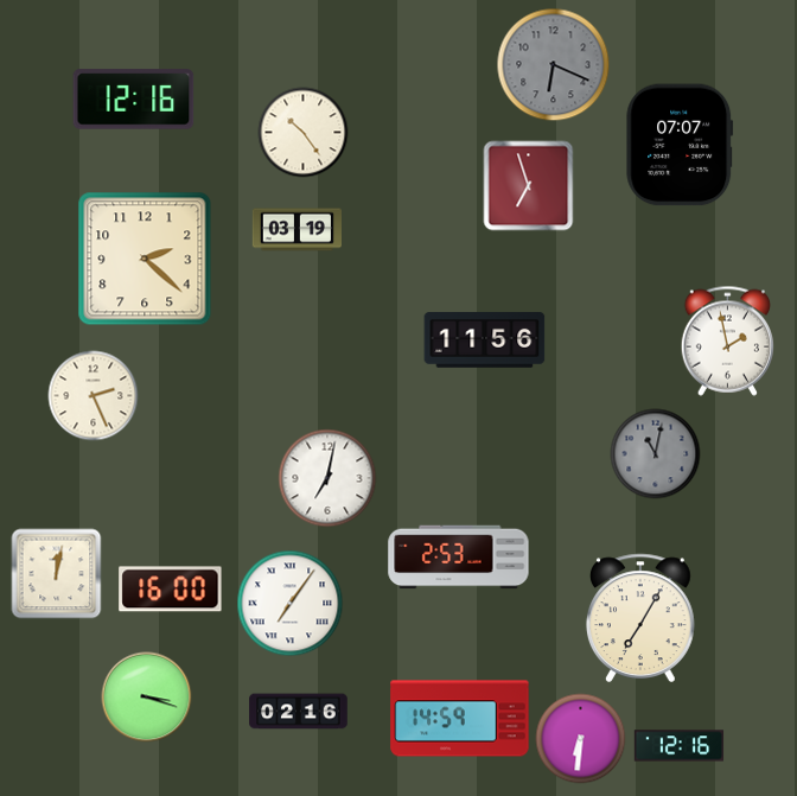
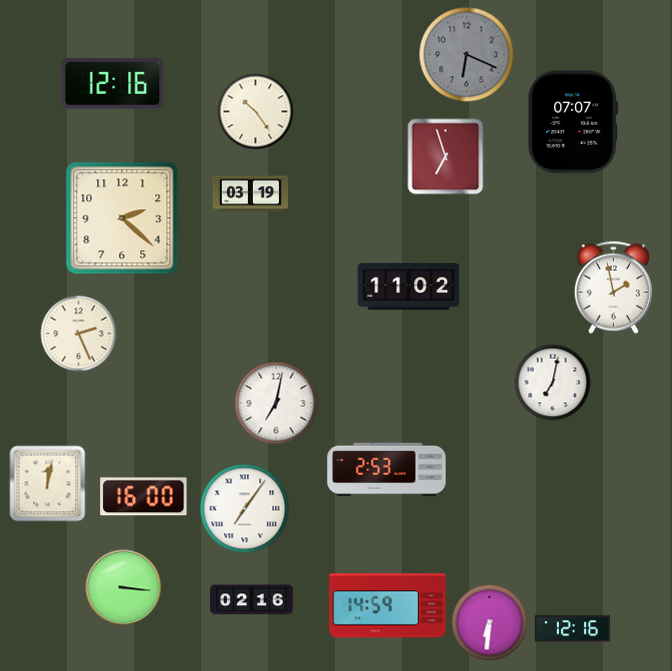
clock at (485, 340): 11:56 -> 11:02
clock at (656, 454): 11:02 -> 7:02
clock at (656, 454) dial: grey -> white
clock at (640, 618): 7:05 -> none
clock at (147, 698): 3:18 -> 3:16
